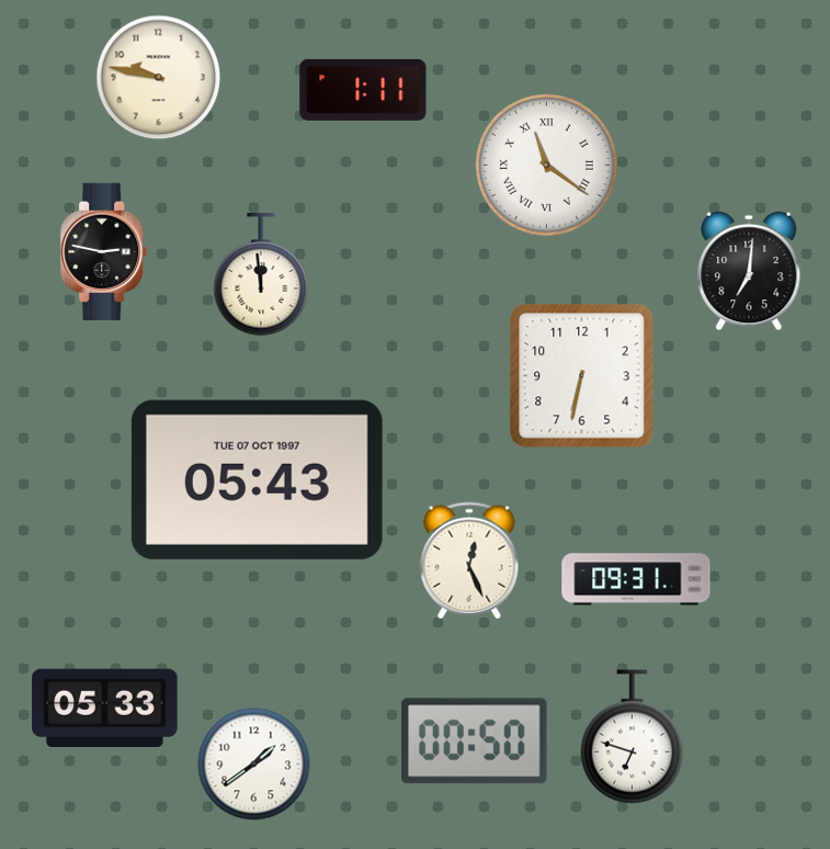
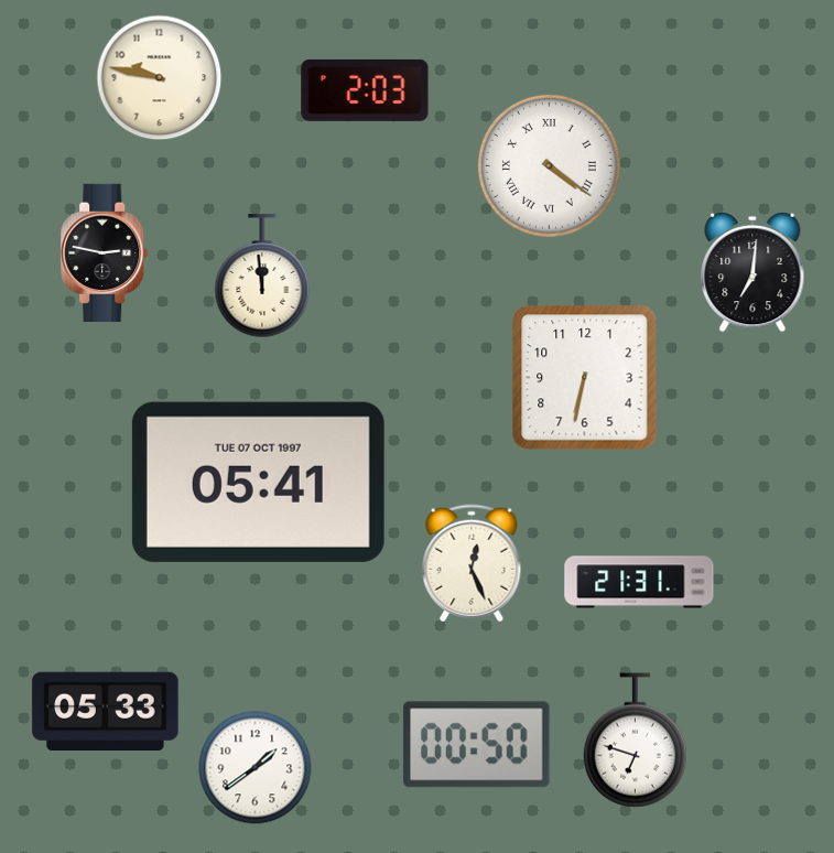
clock at (363, 90): 1:11 -> 2:03
clock at (546, 165): 11:21 -> 4:21
clock at (257, 479): 05:43 -> 05:41
clock at (636, 579): 09:31 -> 21:31
